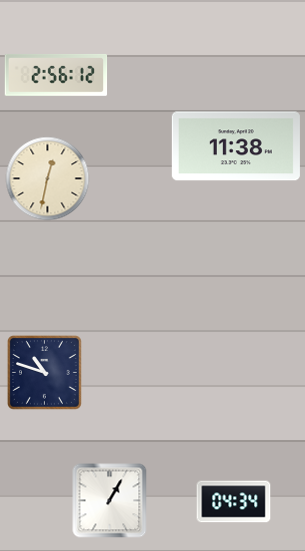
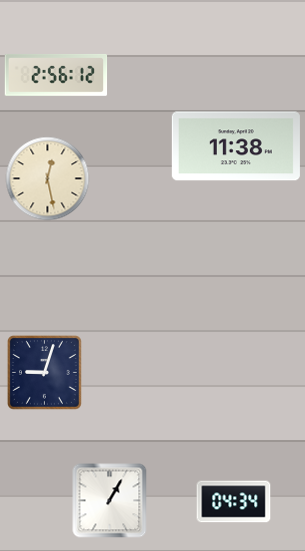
clock at (48, 179): 12:32 -> 12:28
clock at (44, 372): 10:48 -> 9:03
